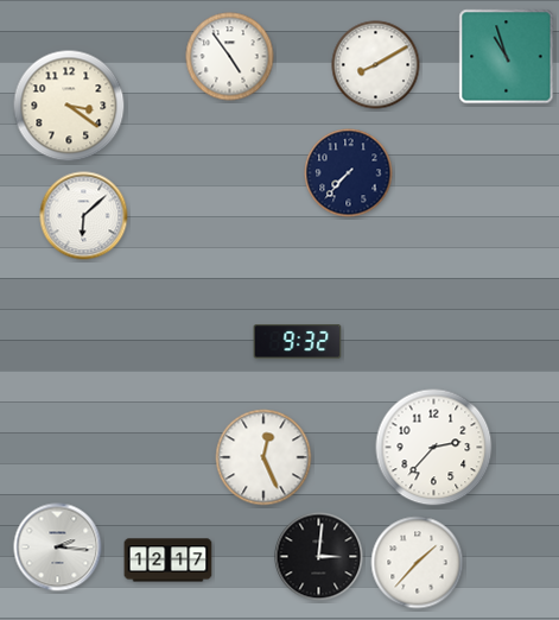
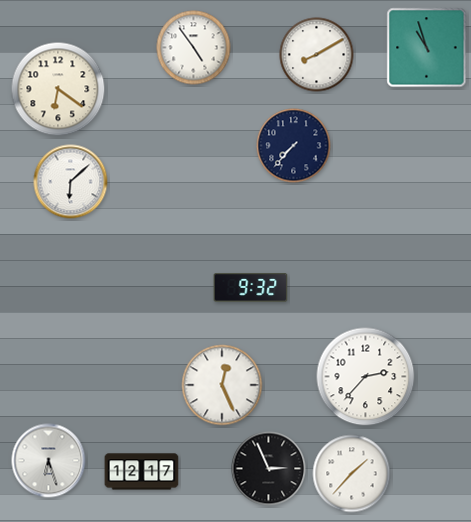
clock at (69, 106): 3:21 -> 6:21
clock at (58, 548): 2:16 -> 6:27
clock at (319, 557): 3:01 -> 2:56
